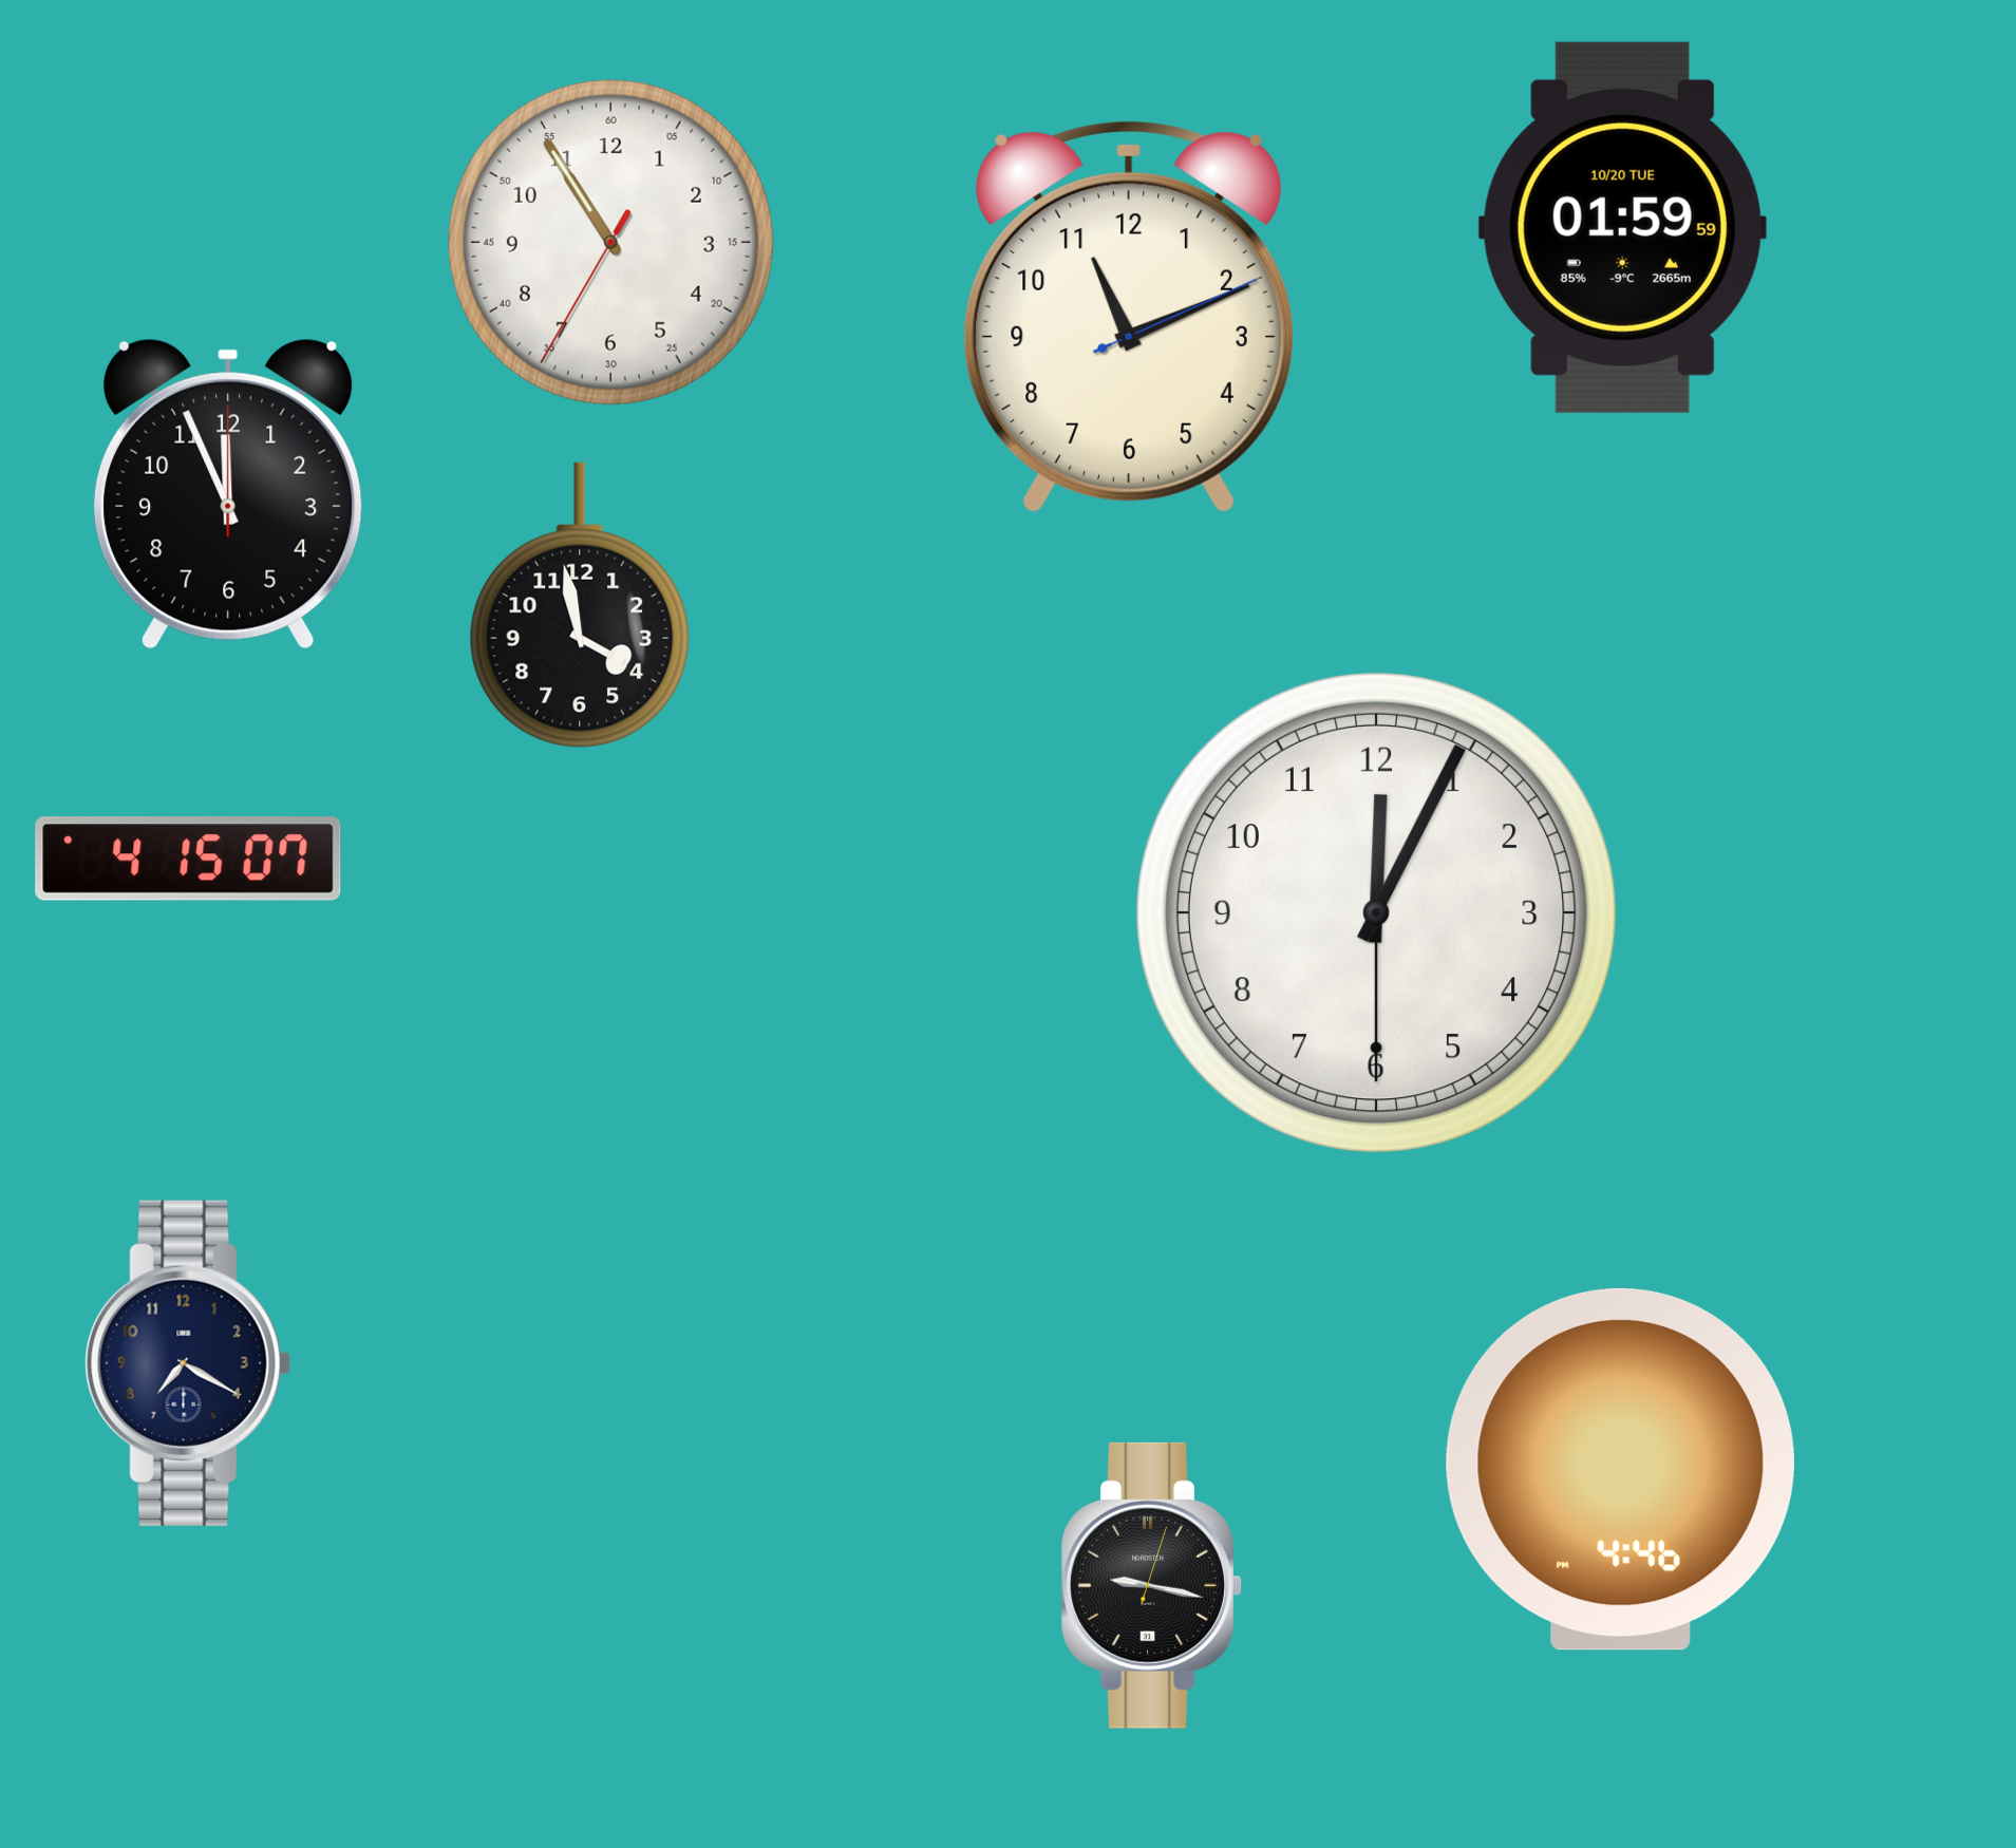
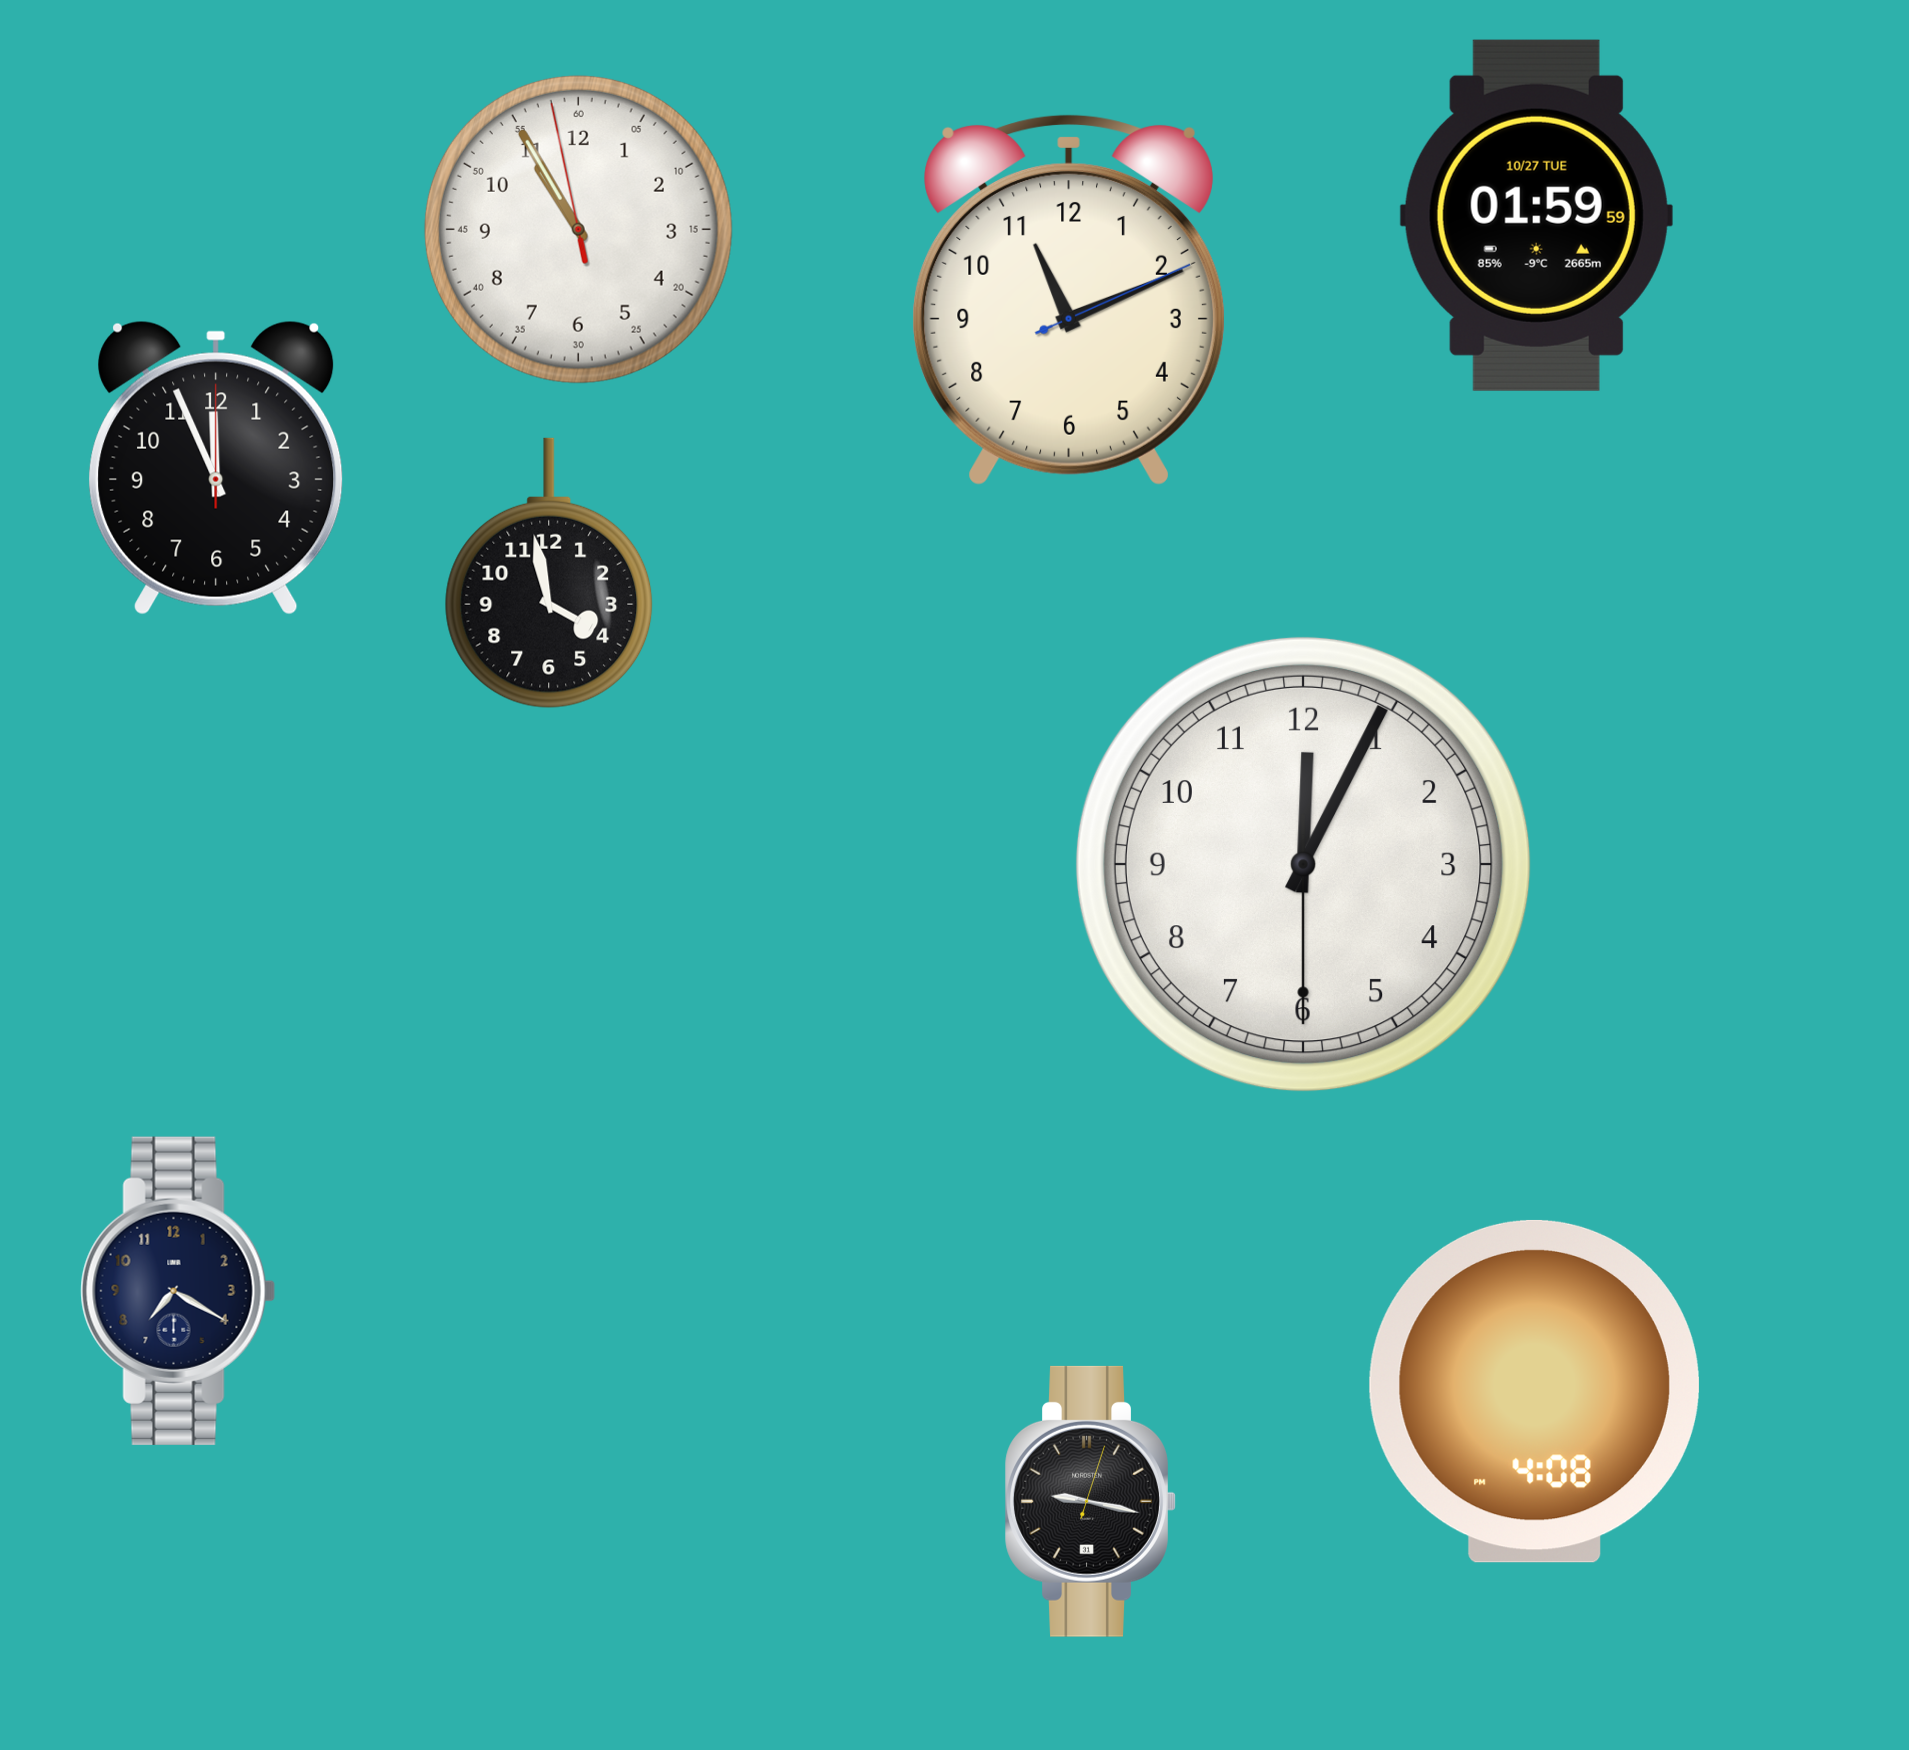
clock at (1622, 227) date: 10/20 TUE -> 10/27 TUE
clock at (610, 242): 10:54:35 -> 10:54:58
clock at (188, 859): 4:15 -> none
clock at (1620, 1469): 4:46 -> 4:08
